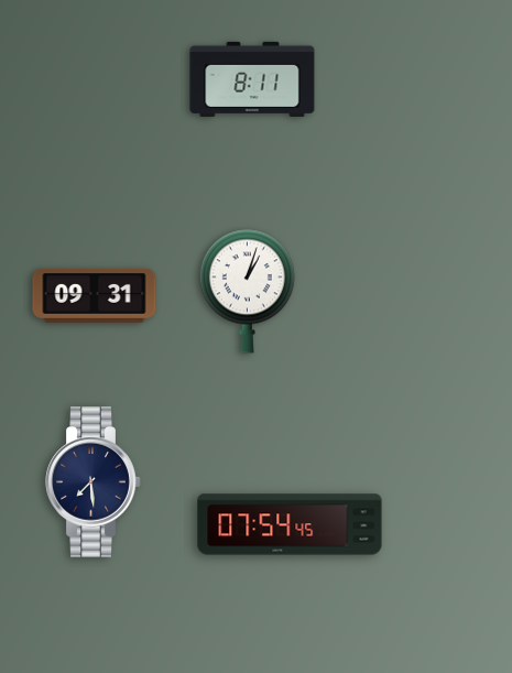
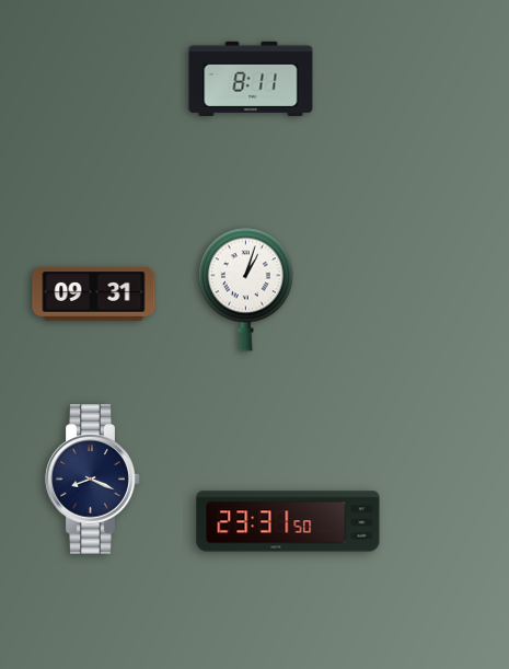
clock at (94, 482): 7:29 -> 8:19
clock at (290, 524): 07:54 -> 23:31
